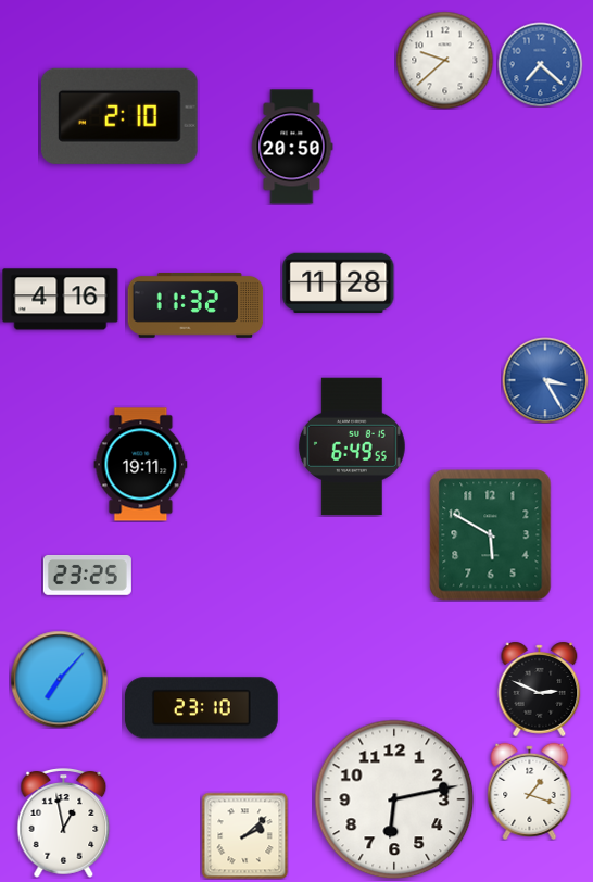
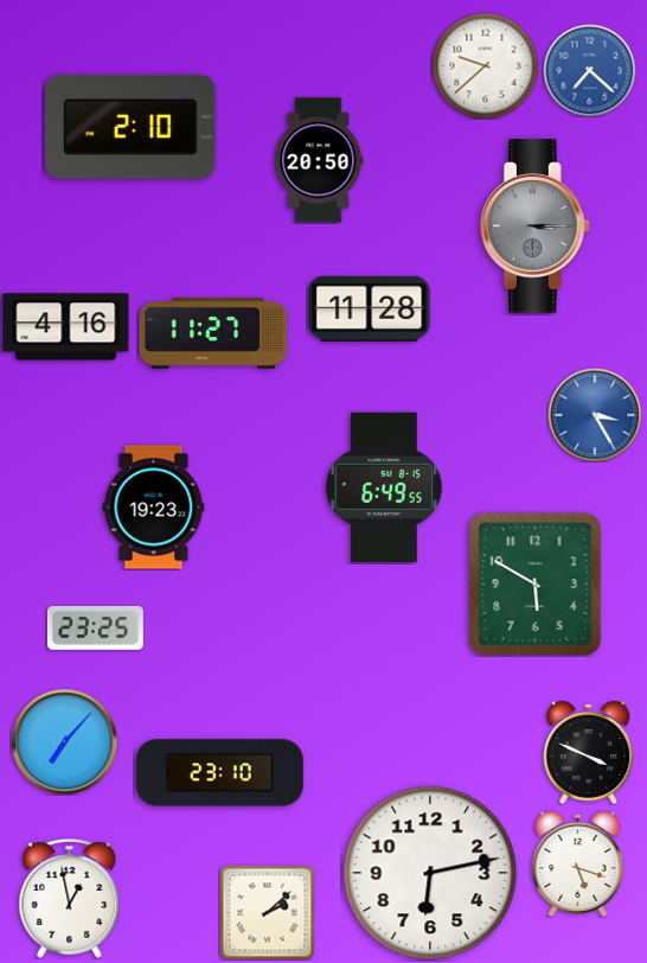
clock at (536, 227): none -> 3:15
clock at (195, 306): 11:32 -> 11:27
clock at (141, 465): 19:11 -> 19:23
clock at (540, 689): 2:49 -> 3:49
clock at (530, 791): 1:18 -> 5:18
